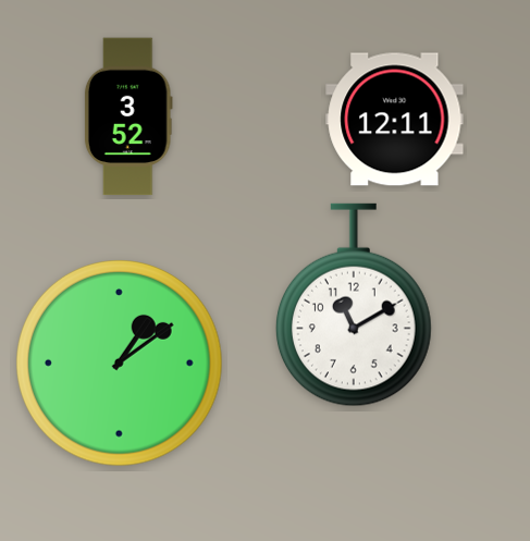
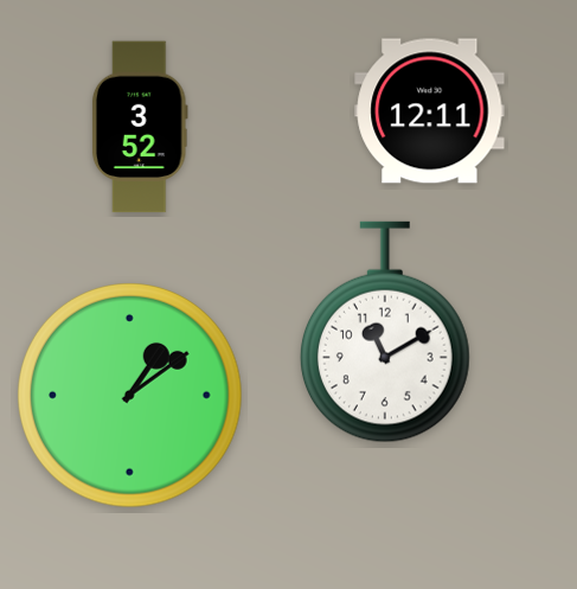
clock at (395, 120) position: (395, 120) -> (430, 111)
